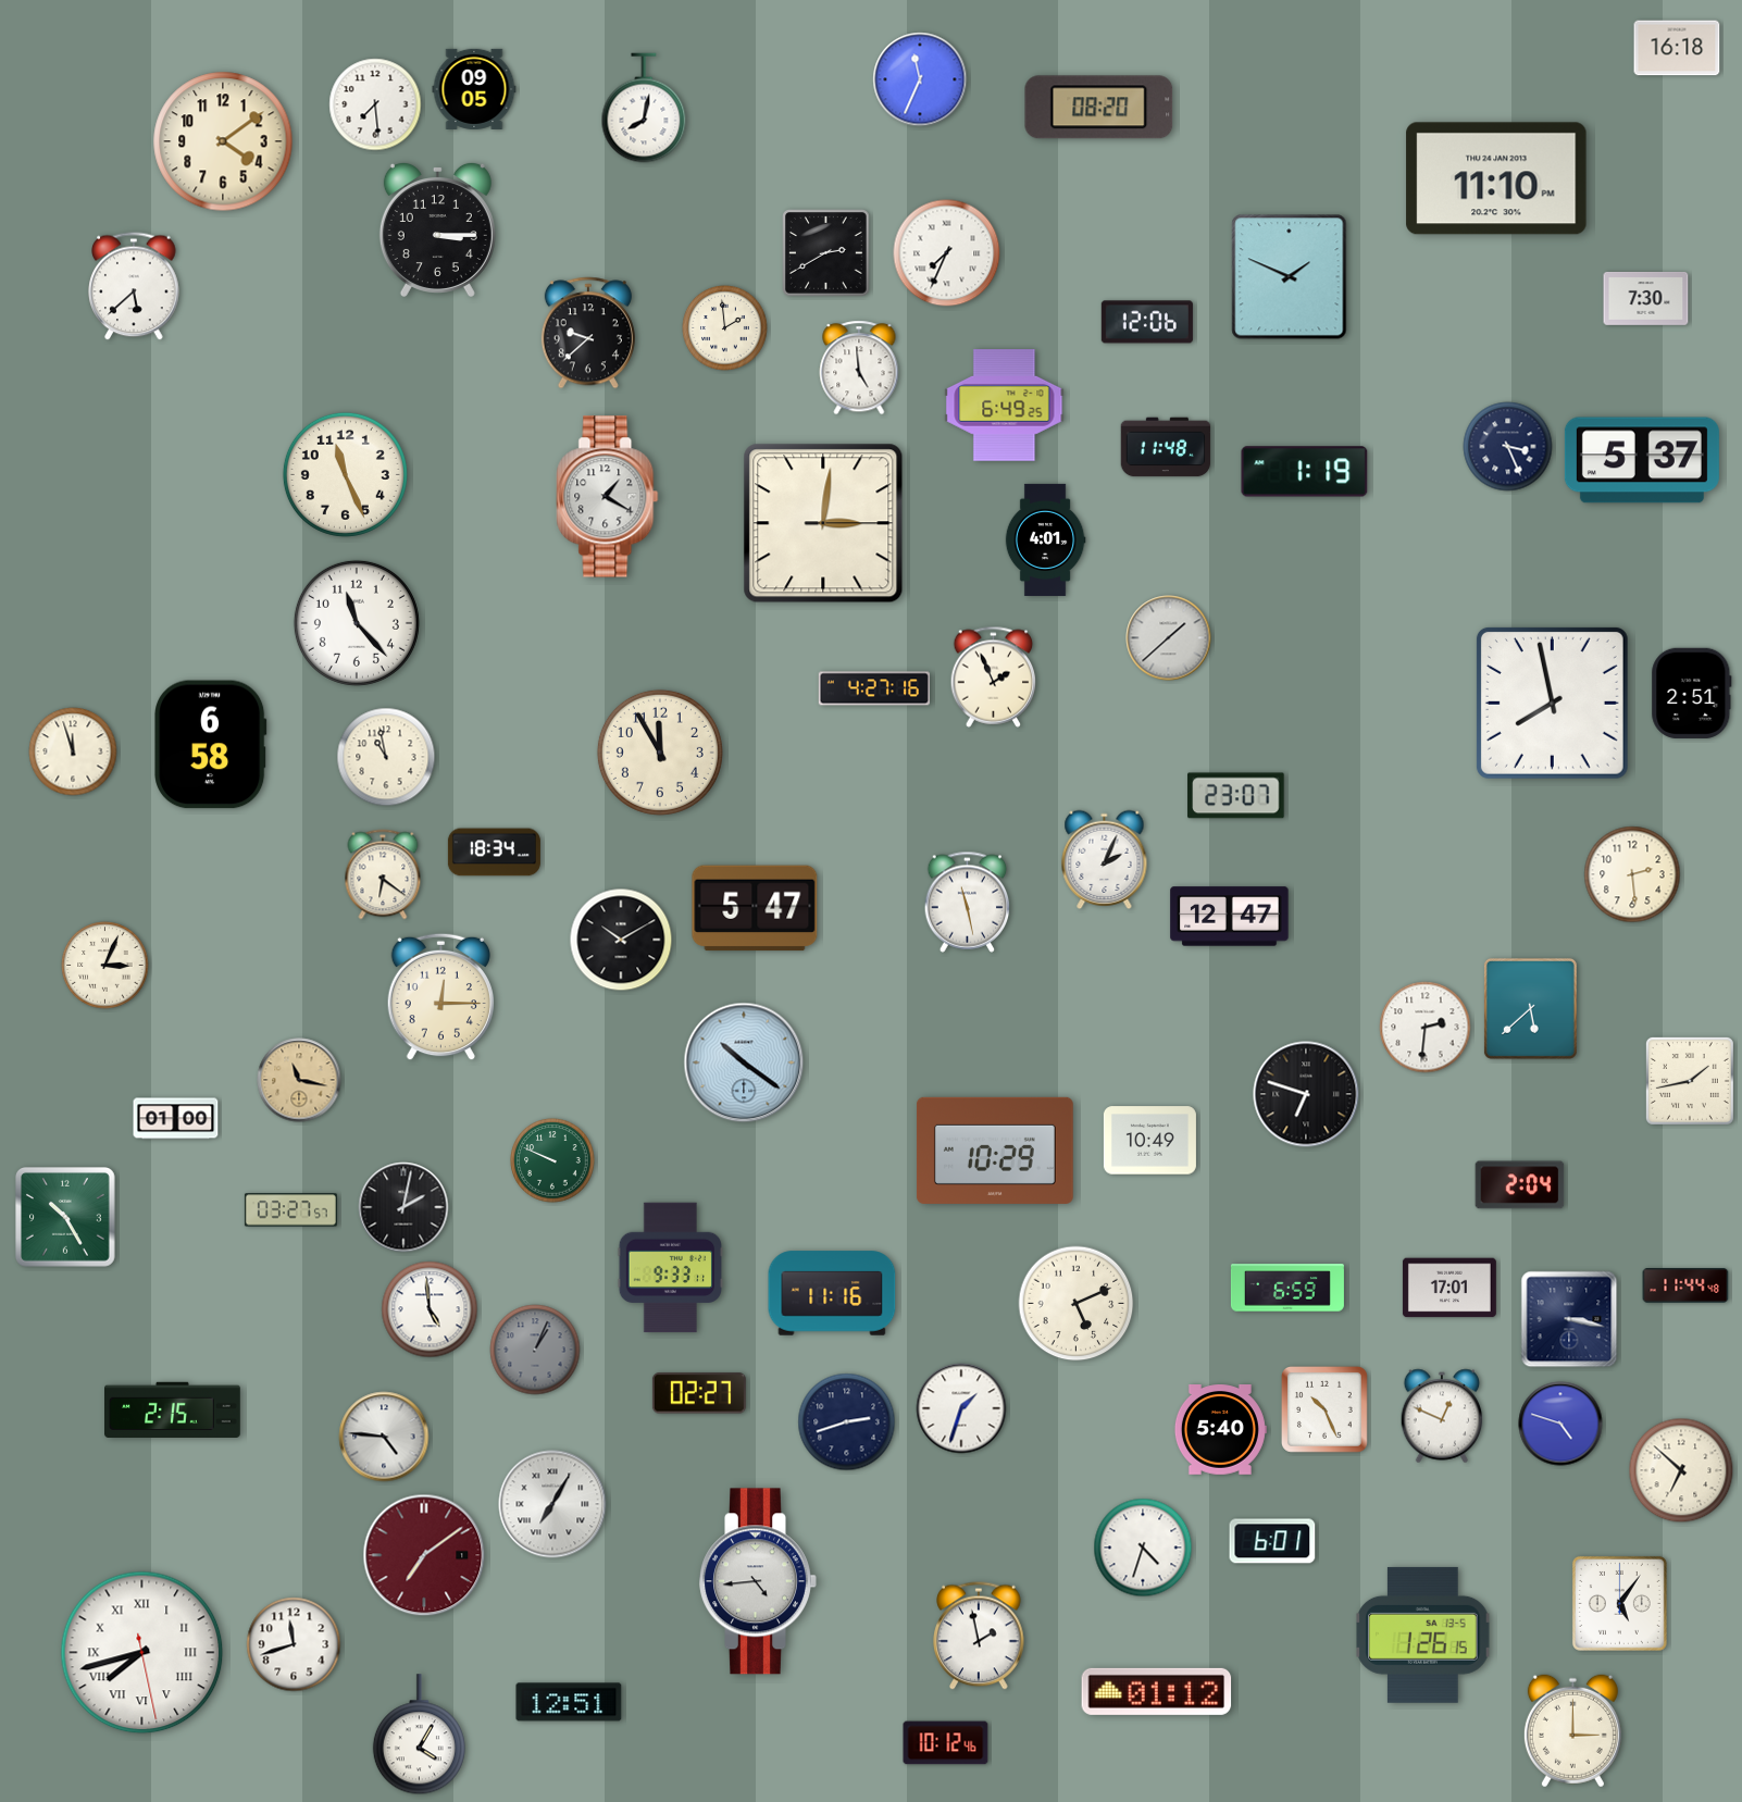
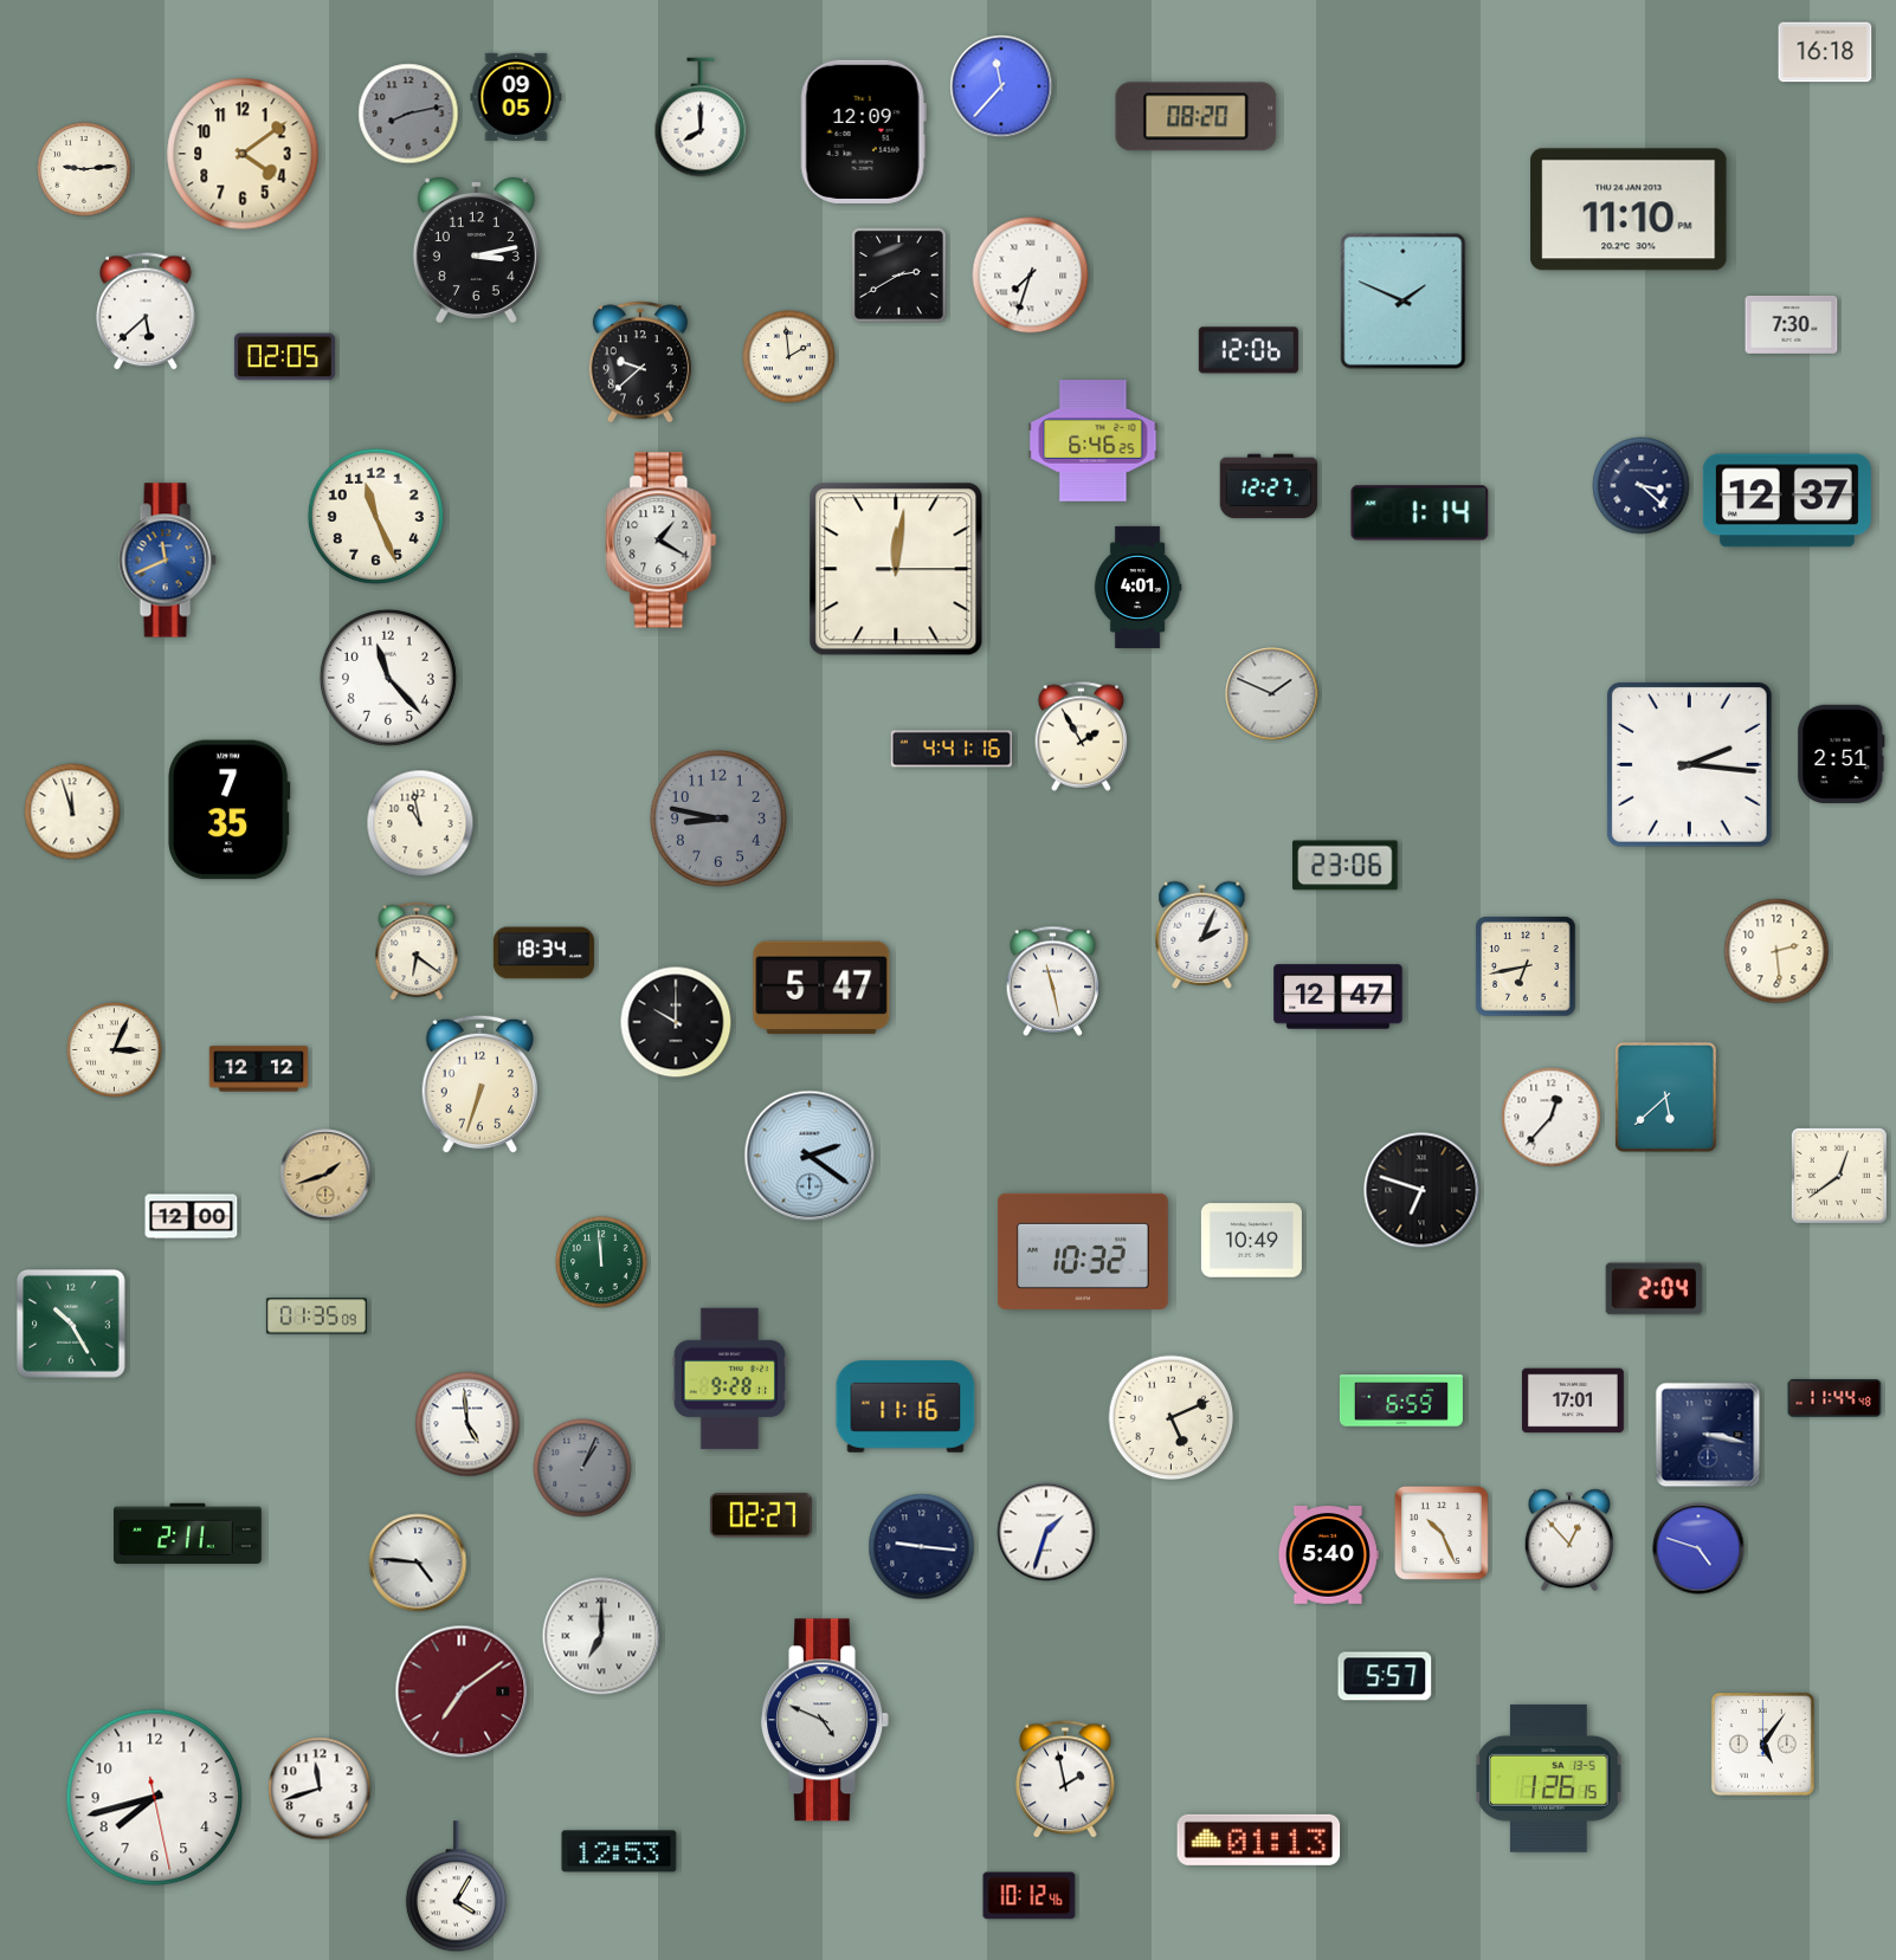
clock at (920, 79): 11:34 -> 11:37
clock at (375, 104): 7:29 -> 8:13
clock at (375, 104) dial: white -> grey
clock at (644, 108): 8:02 -> 8:00
clock at (863, 131): none -> 12:09
clock at (84, 169): none -> 9:14
clock at (1496, 178) position: (1496, 178) -> (1629, 209)
clock at (437, 229): 3:15 -> 3:13
clock at (947, 253): 7:34 -> 7:33
clock at (284, 357): none -> 02:05
clock at (859, 368): 4:59 -> none
clock at (1005, 406): 6:49 -> 6:46
clock at (1166, 447): 11:48 -> 12:27
clock at (1508, 447): 3:26 -> 3:22
clock at (1642, 460): 5:37 -> 12:37
clock at (1305, 472): 1:19 -> 1:14
clock at (167, 561): none -> 11:41
clock at (823, 523): 3:01 -> 12:01
clock at (1169, 638): 1:38 -> 1:49
clock at (994, 676): 1:56 -> 1:55
clock at (873, 688): 4:27 -> 4:41
clock at (1552, 703): 7:58 -> 2:16
clock at (211, 745): 6:58 -> 7:35
clock at (73, 751) position: (73, 751) -> (72, 811)
clock at (660, 753): 11:55 -> 8:47
clock at (660, 753) dial: cream -> grey
clock at (1236, 796): 23:07 -> 23:06
clock at (494, 853) position: (494, 853) -> (543, 953)
clock at (1526, 966): none -> 6:43
clock at (621, 940): 10:10 -> 10:00
clock at (259, 1069): none -> 12:12
clock at (440, 997): 12:15 -> 6:33
clock at (1426, 1028): 2:31 -> 12:37
clock at (744, 1062): 10:21 -> 2:21
clock at (299, 1080): 11:17 -> 1:42
clock at (1690, 1081): 1:43 -> 12:39
clock at (176, 1119): 01:00 -> 12:00
clock at (995, 1151): 10:29 -> 10:32
clock at (552, 1160): 9:49 -> 11:59
clock at (403, 1207): 2:02 -> none
clock at (290, 1210): 03:27 -> 01:35
clock at (670, 1268): 9:33 -> 9:28
clock at (1449, 1288) position: (1449, 1288) -> (1573, 1401)
clock at (173, 1410): 2:15 -> 2:11
clock at (1442, 1416): 12:49 -> 12:53
clock at (847, 1422): 2:42 -> 9:16
clock at (1681, 1470): 6:52 -> none
clock at (552, 1504): 7:05 -> 7:00
clock at (1272, 1541): 6:01 -> 5:57
clock at (1143, 1548): 4:33 -> none
clock at (758, 1581): 4:44 -> 4:49
clock at (142, 1653) numerals: Roman -> Arabic
clock at (1157, 1691): 01:12 -> 01:13
clock at (569, 1702): 12:51 -> 12:53
clock at (1572, 1731): 3:00 -> none
